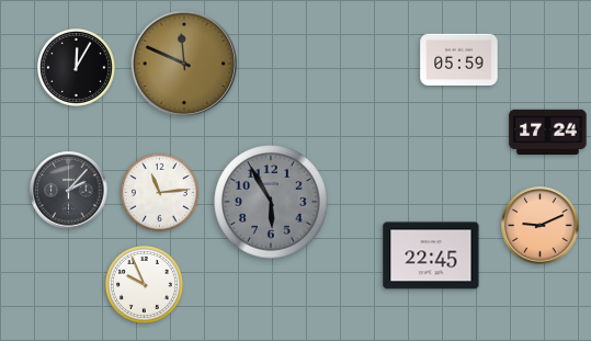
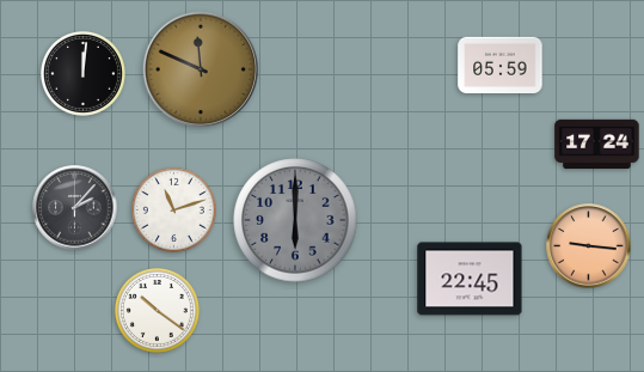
clock at (76, 67): 12:05 -> 12:01
clock at (159, 192): 11:14 -> 11:12
clock at (271, 202): 5:55 -> 6:00
clock at (541, 226): 9:11 -> 9:16
clock at (144, 284): 9:56 -> 10:21
